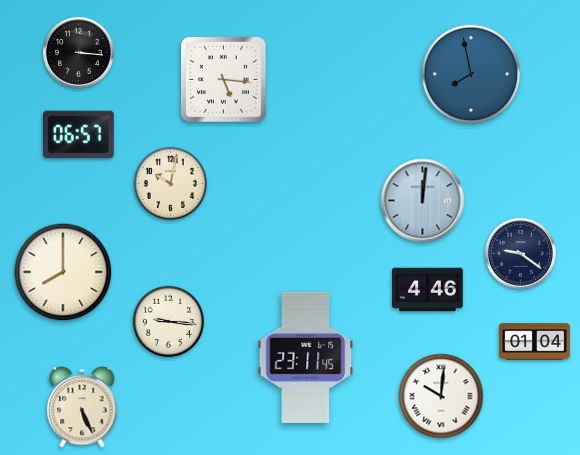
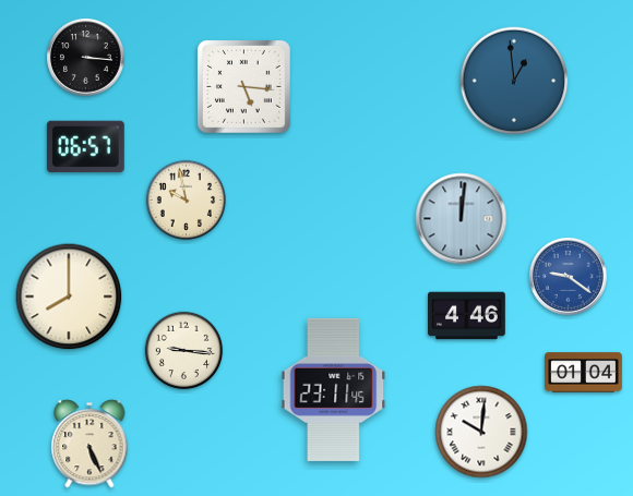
clock at (471, 74): 7:58 -> 12:59
clock at (170, 183): 10:02 -> 9:58
clock at (521, 254) dial: navy -> blue
